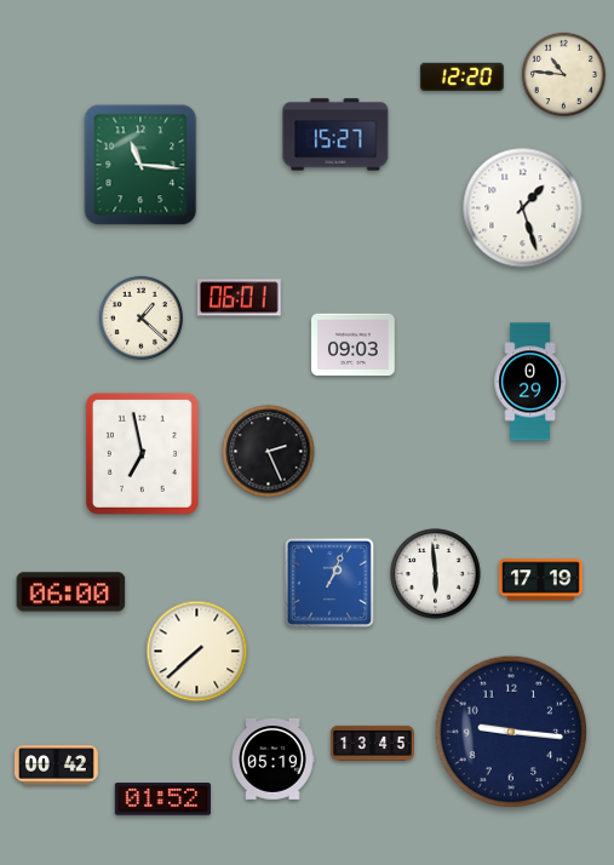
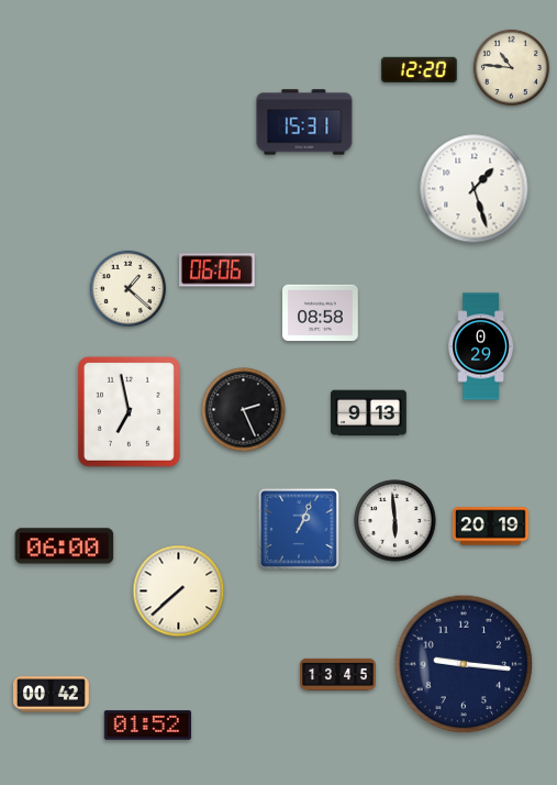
clock at (335, 134): 15:27 -> 15:31
clock at (140, 165): 11:16 -> none
clock at (239, 298): 06:01 -> 06:06
clock at (354, 345): 09:03 -> 08:58
clock at (369, 413): none -> 9:13
clock at (541, 580): 17:19 -> 20:19
clock at (71, 592) position: (71, 592) -> (65, 546)
clock at (272, 758): 05:19 -> none
